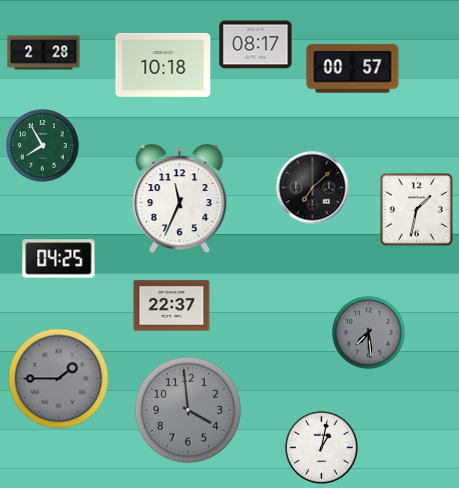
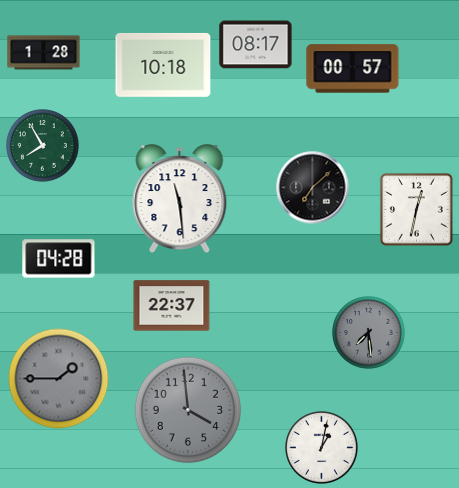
clock at (44, 53): 2:28 -> 1:28
clock at (180, 199): 11:34 -> 11:29
clock at (416, 209): 1:32 -> 12:32
clock at (59, 259): 04:25 -> 04:28
